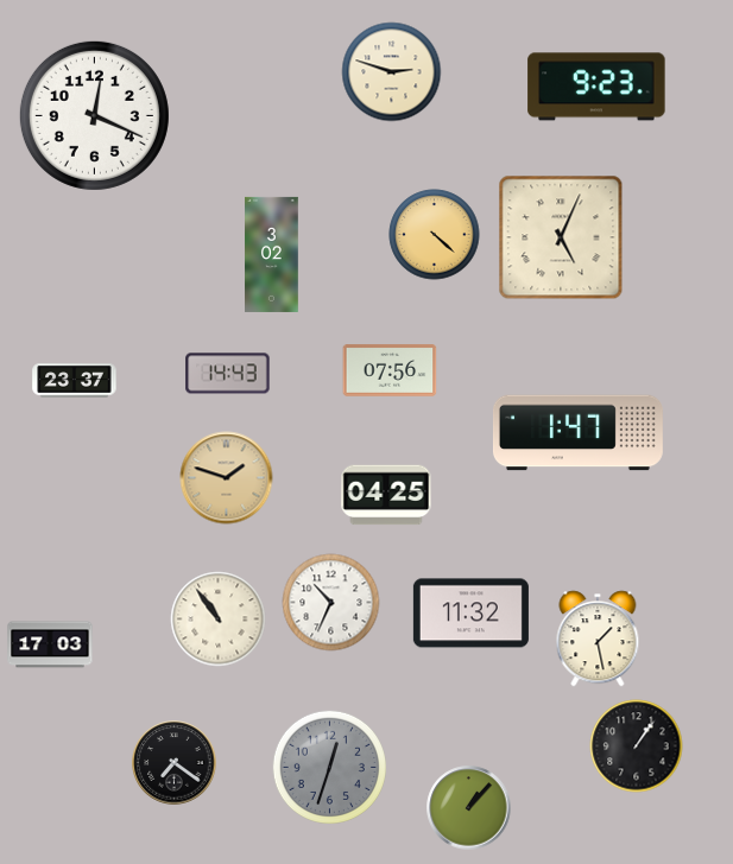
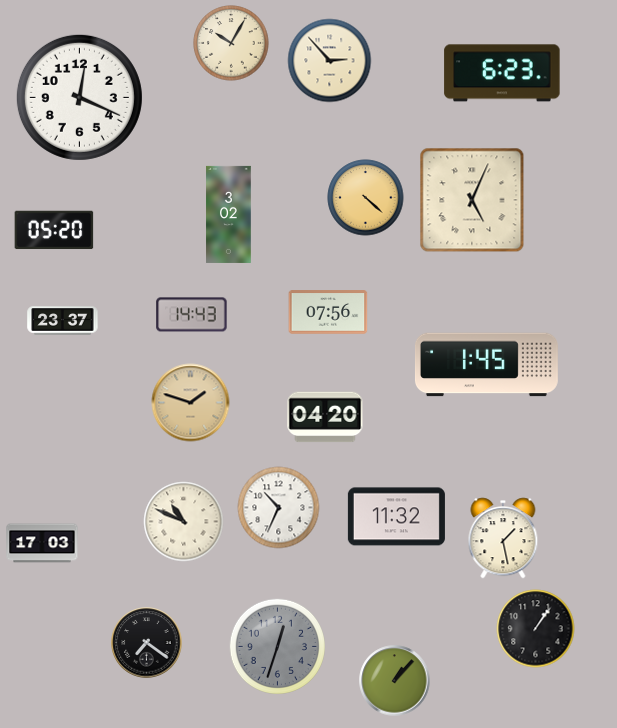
clock at (231, 43): none -> 10:05
clock at (392, 72): 2:48 -> 2:53
clock at (596, 87): 9:23 -> 6:23
clock at (54, 230): none -> 05:20
clock at (577, 433): 1:47 -> 1:45
clock at (386, 495): 04:25 -> 04:20
clock at (219, 620): 10:54 -> 10:49
